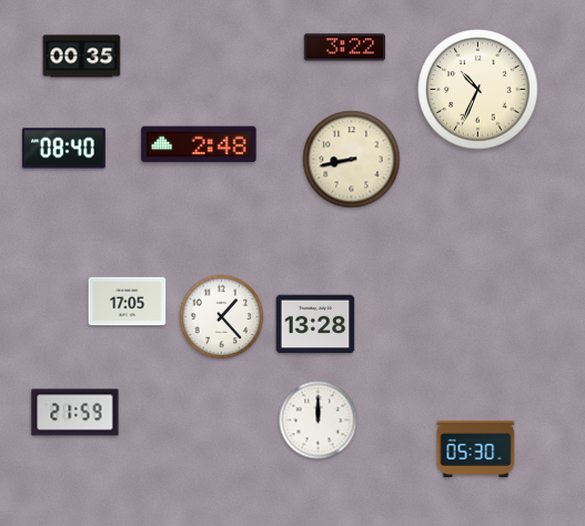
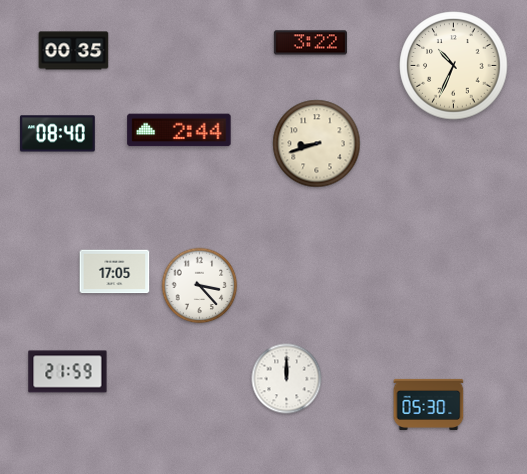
clock at (478, 90) position: (478, 90) -> (454, 66)
clock at (199, 144): 2:48 -> 2:44
clock at (352, 160): 8:43 -> 8:42
clock at (222, 317): 1:23 -> 3:23
clock at (315, 324): 13:28 -> none
